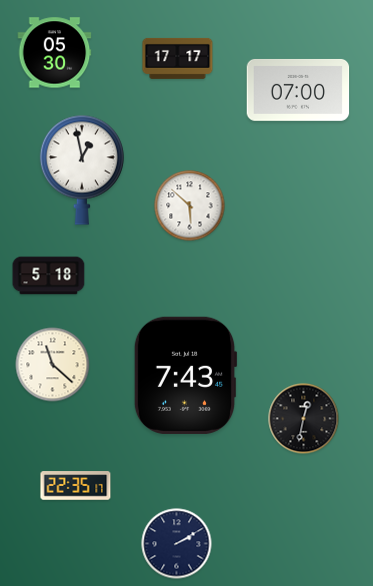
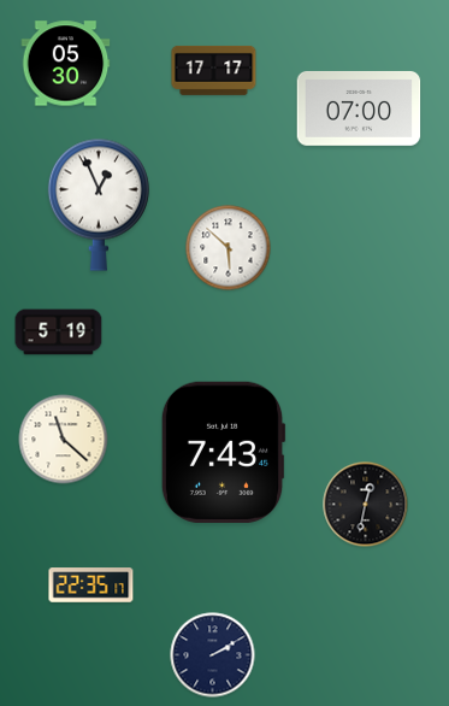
clock at (82, 170): 12:58 -> 12:56
clock at (49, 276): 5:18 -> 5:19
